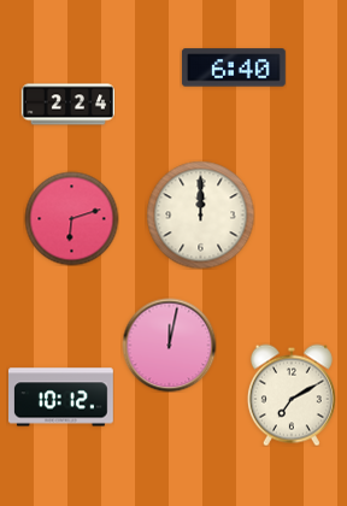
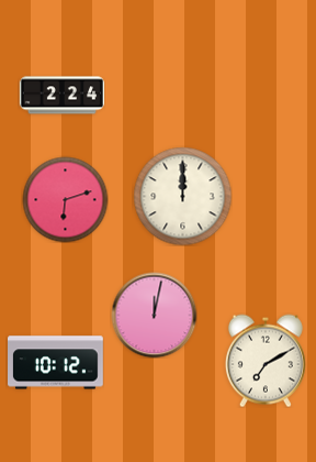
clock at (234, 67): 6:40 -> none
